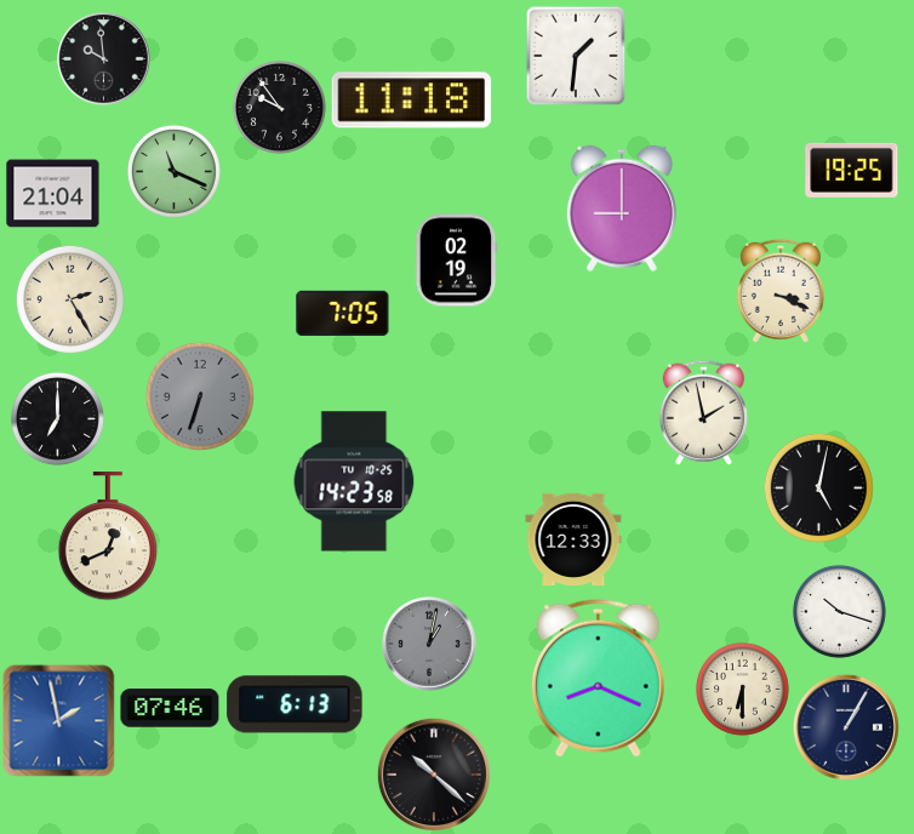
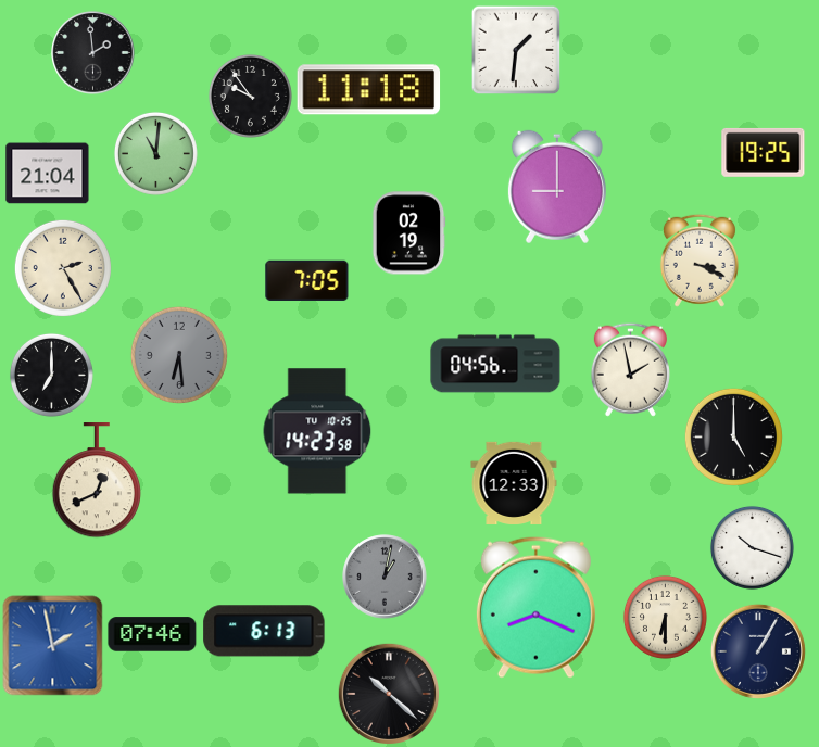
clock at (104, 59): 9:59 -> 1:59
clock at (173, 171): 11:19 -> 11:01
clock at (200, 396): 6:33 -> 6:29
clock at (495, 364): none -> 04:56
clock at (818, 487): 5:02 -> 5:00
